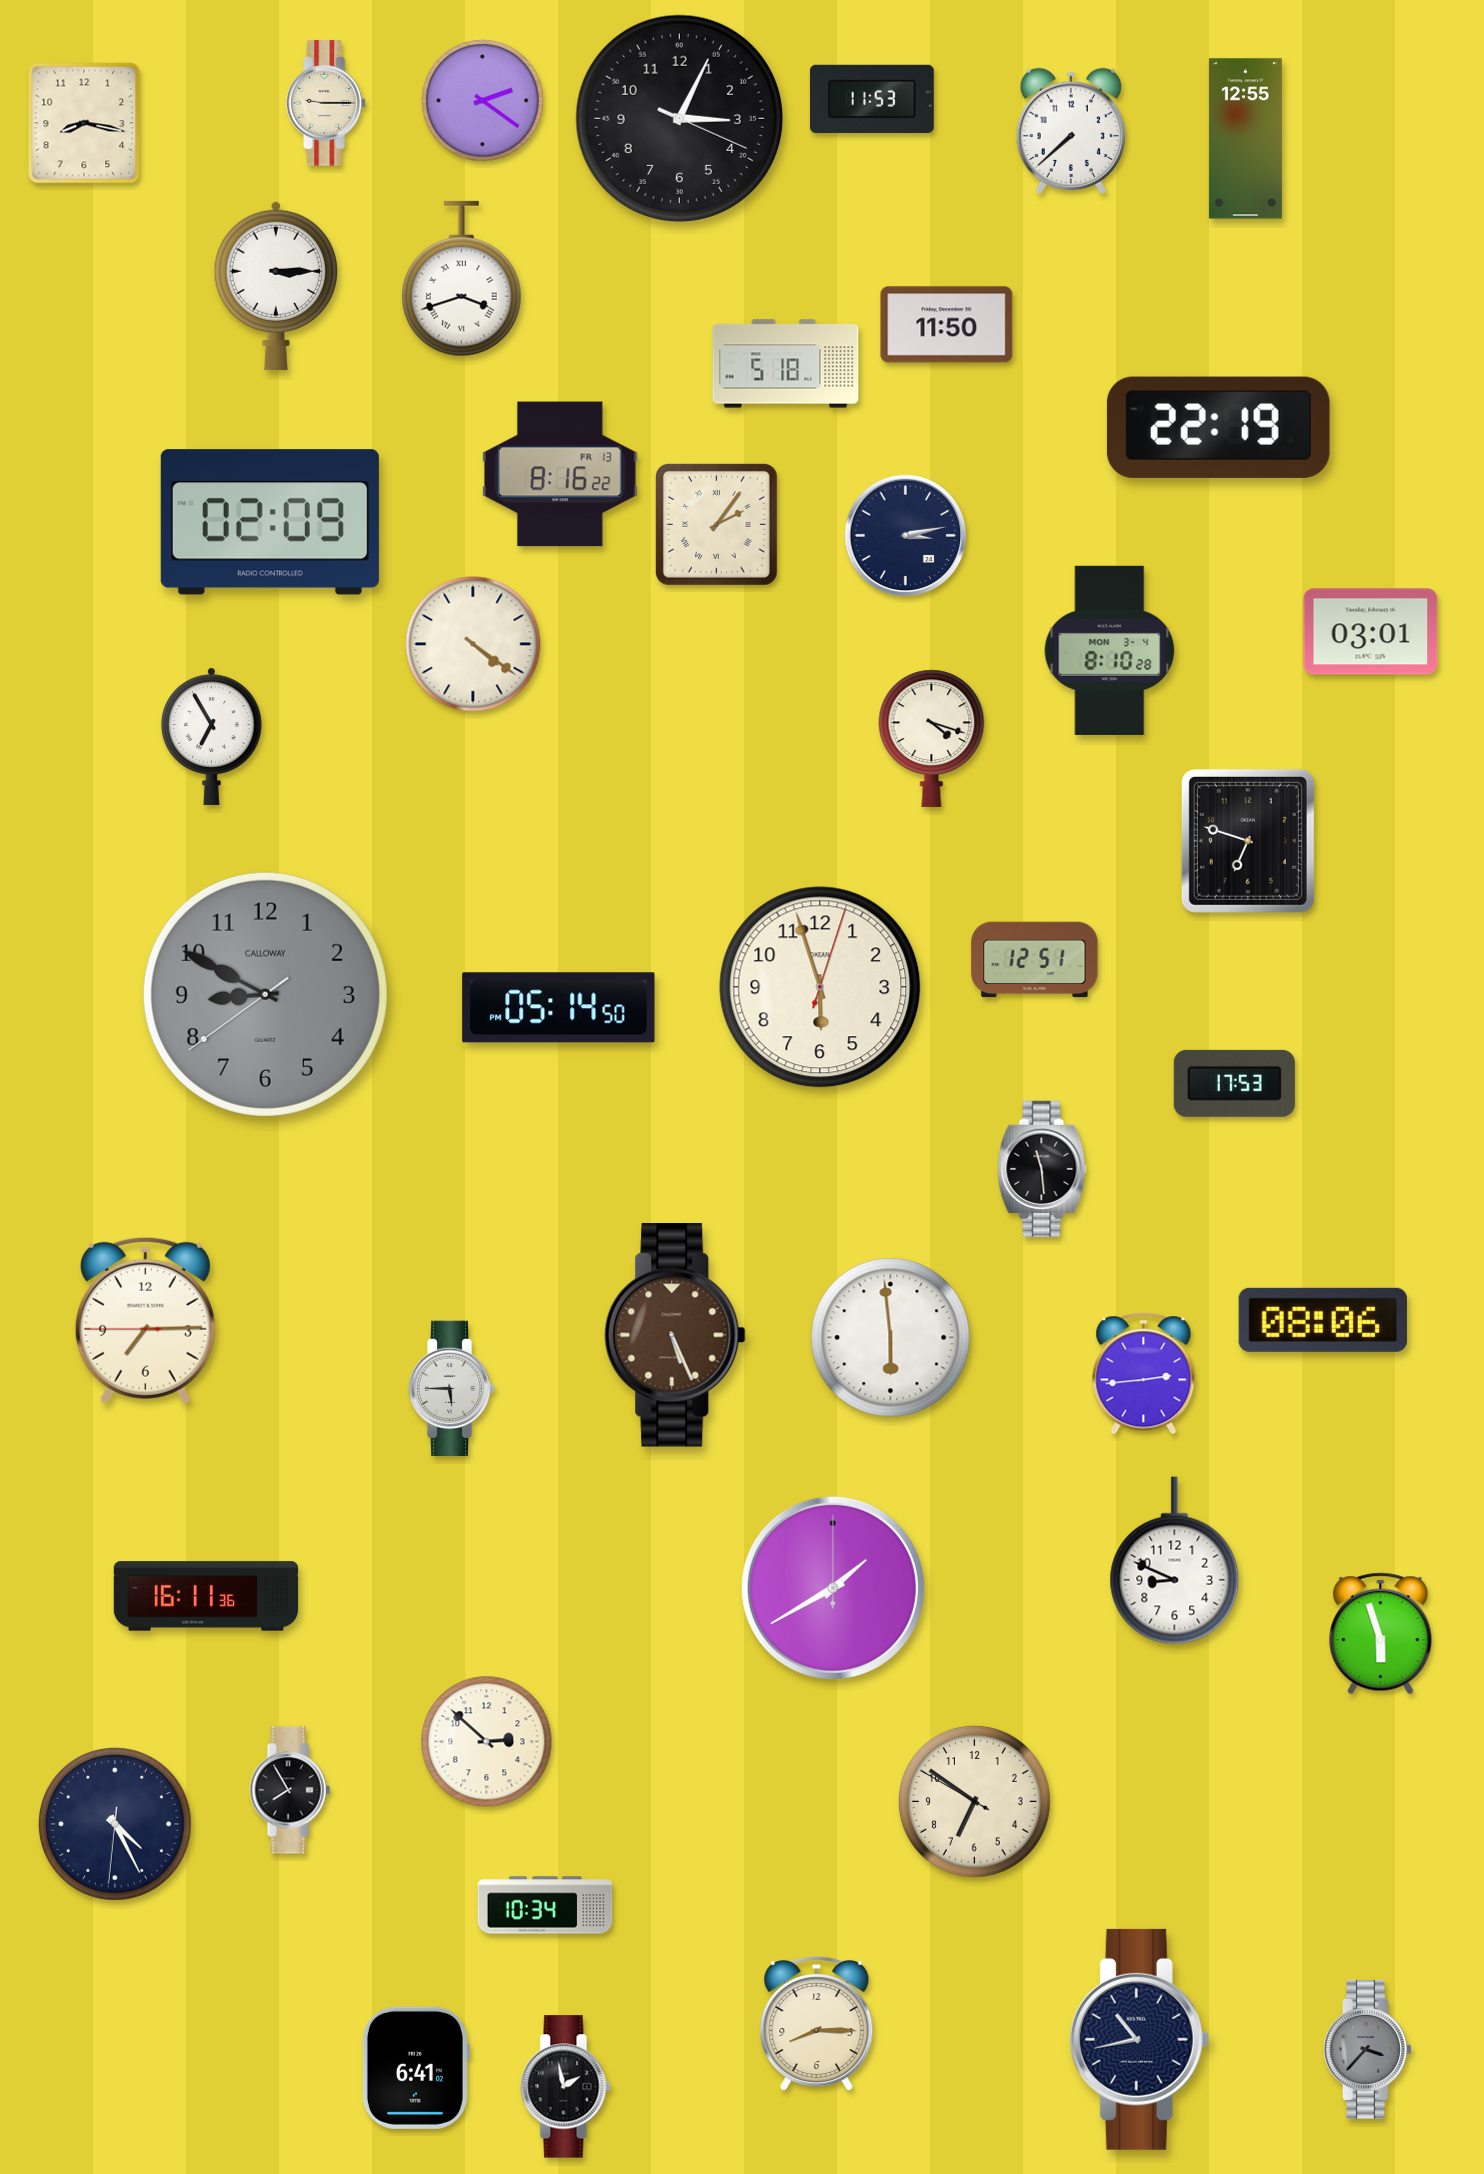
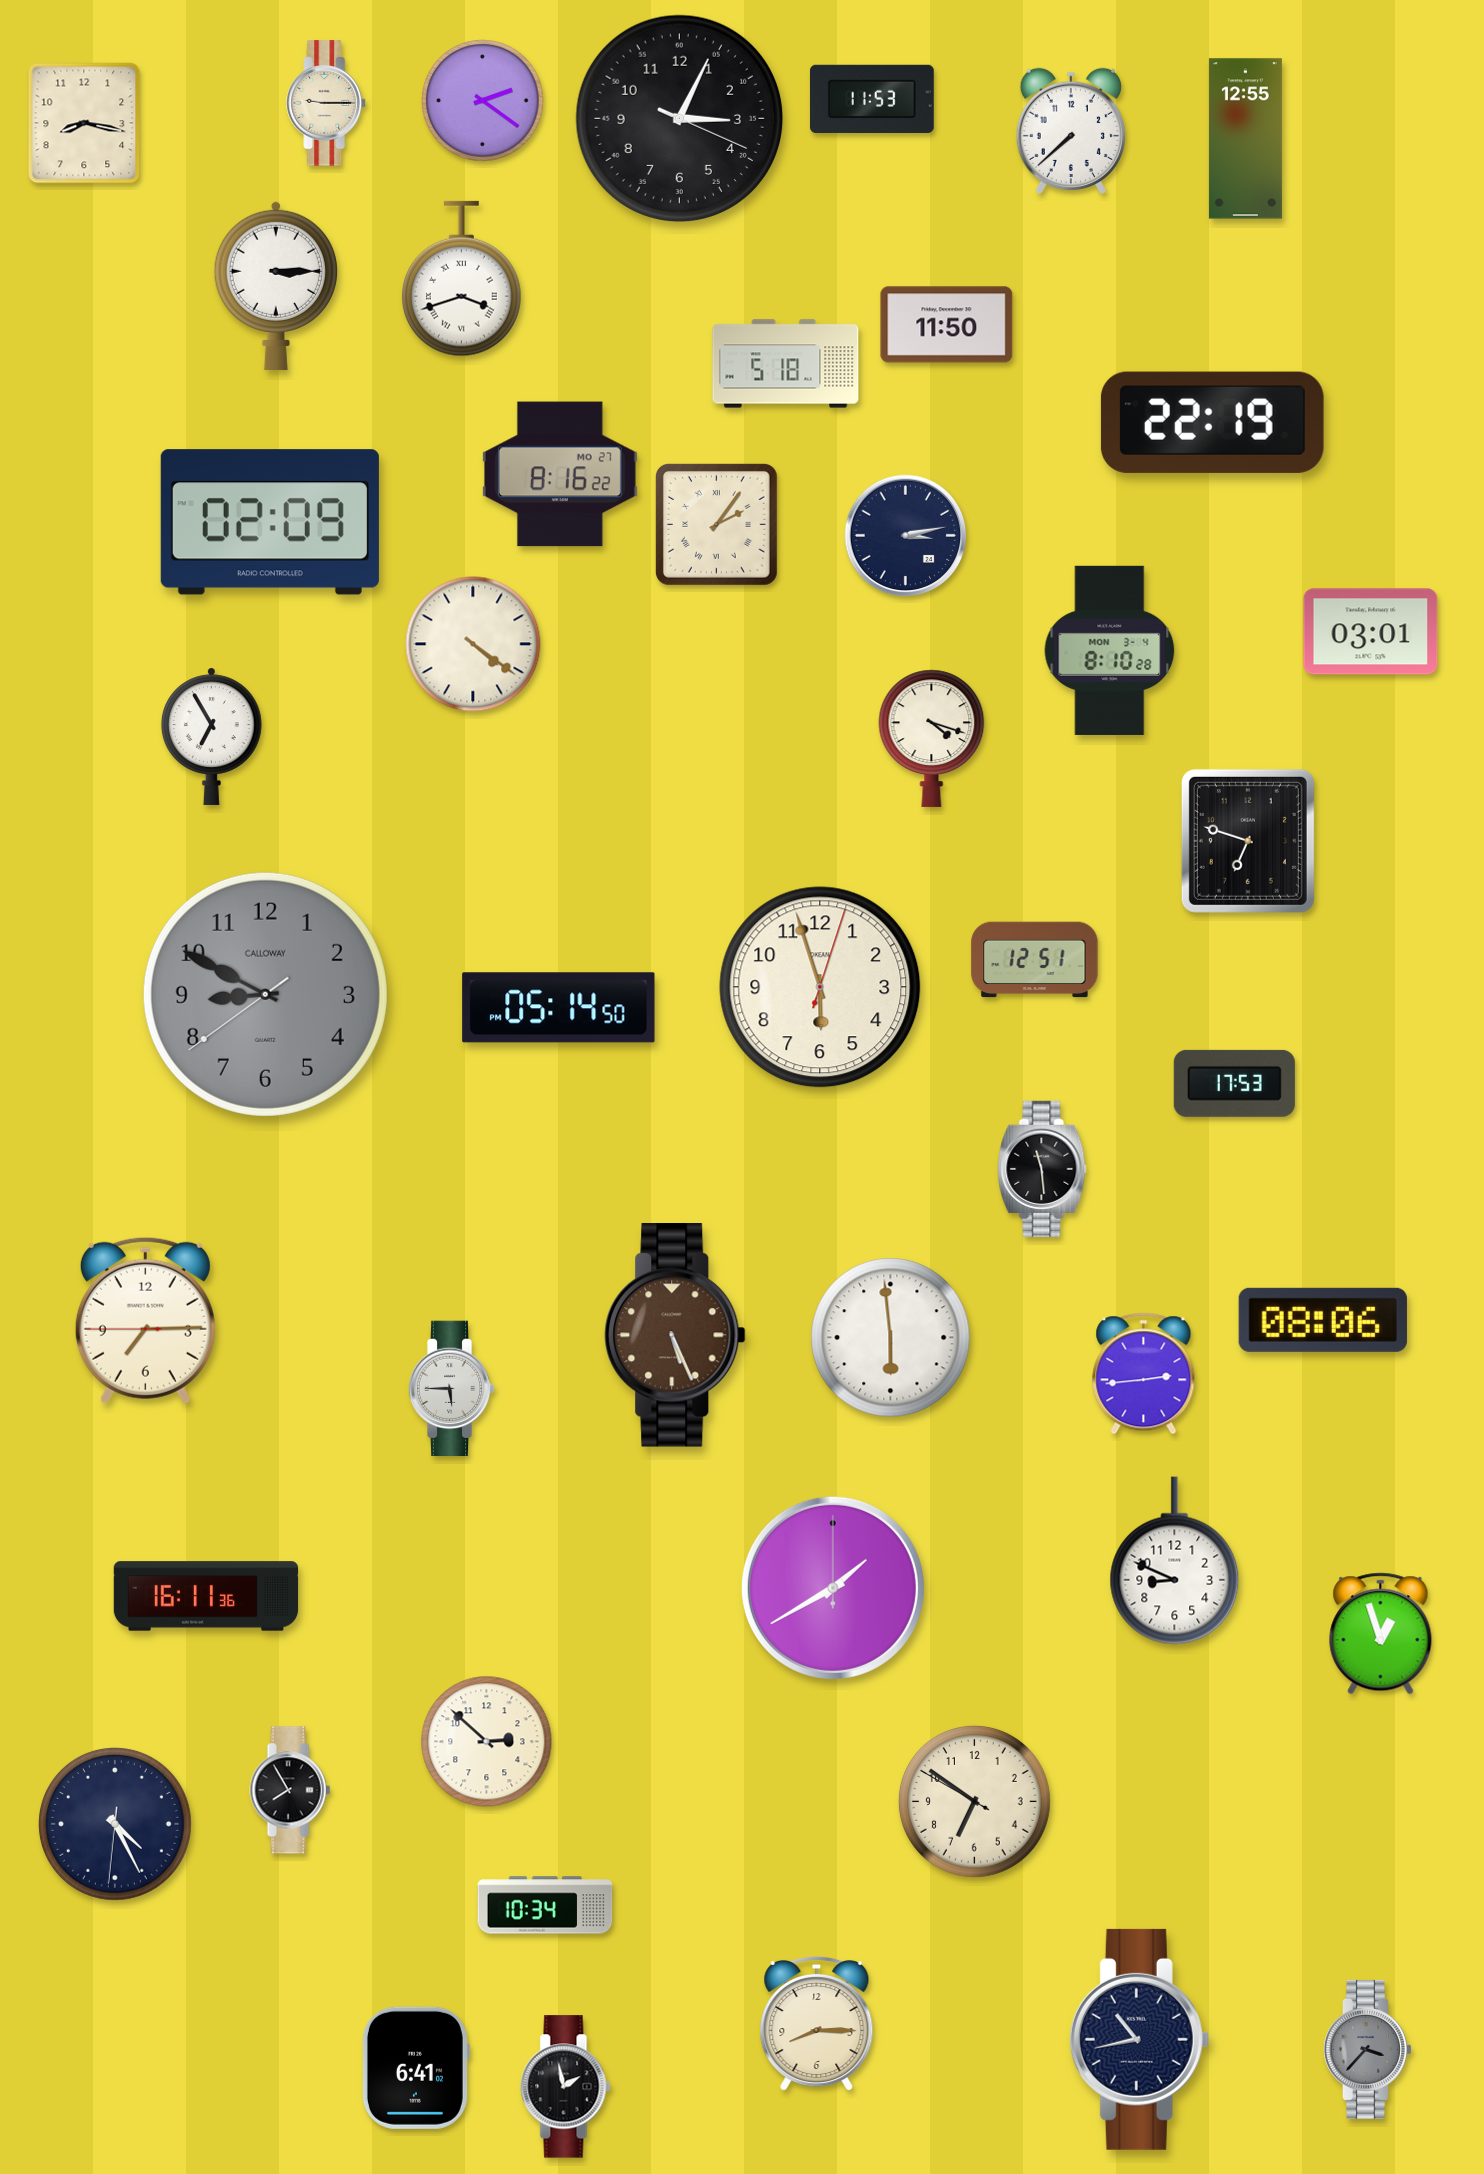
clock at (1218, 427) position: (1218, 427) -> (1212, 422)
clock at (560, 474) date: FR 13 -> MO 27
clock at (1381, 1634): 5:57 -> 12:57
